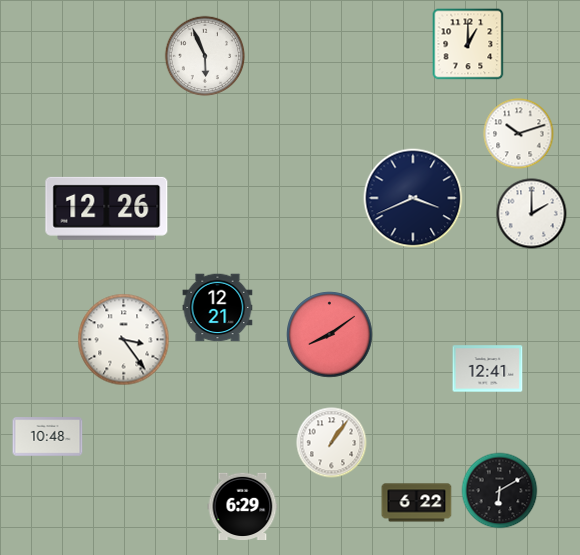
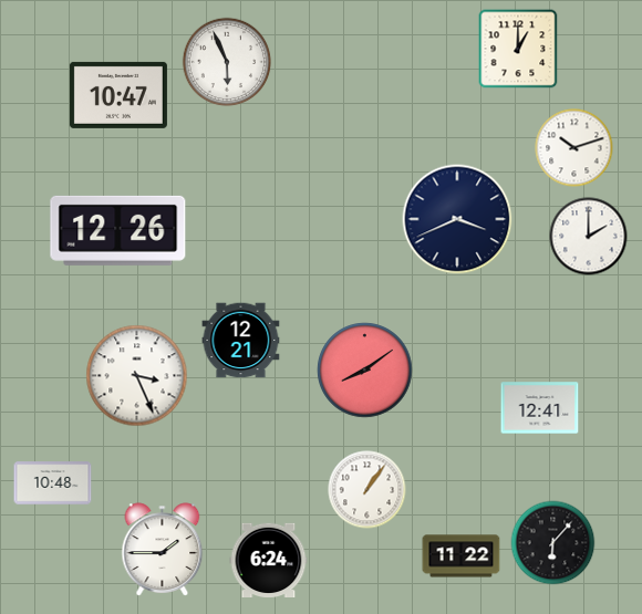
clock at (118, 95): none -> 10:47
clock at (124, 340): 3:24 -> 3:26
clock at (500, 491): 6:10 -> 6:07
clock at (163, 550): none -> 1:45
clock at (417, 503): 6:22 -> 11:22
clock at (243, 506): 6:29 -> 6:24
